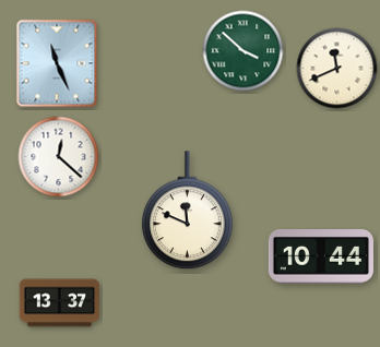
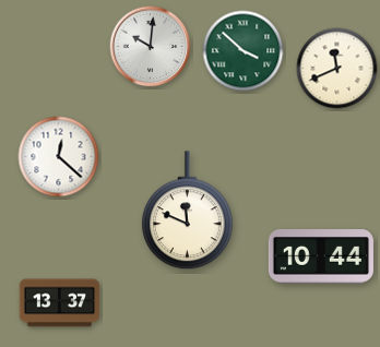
clock at (151, 47): none -> 10:01
clock at (57, 63): 11:26 -> none
